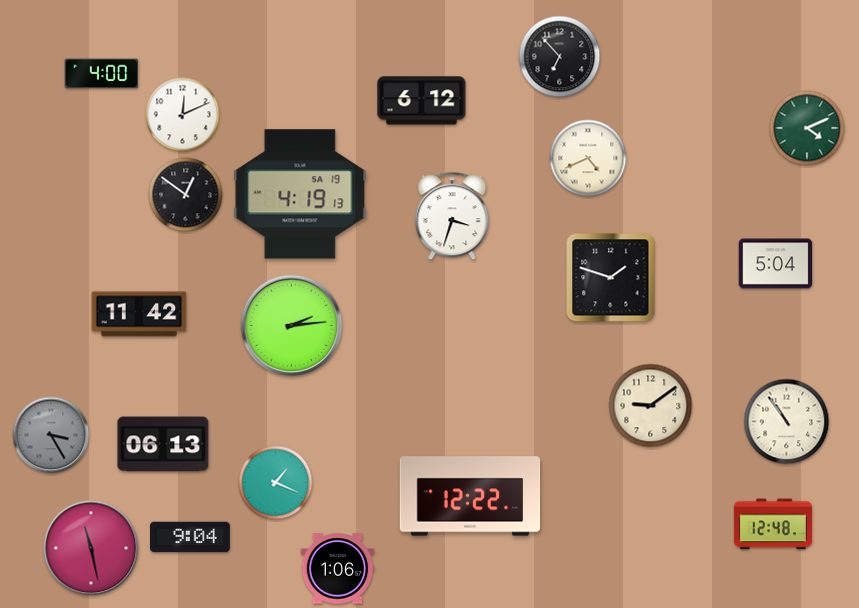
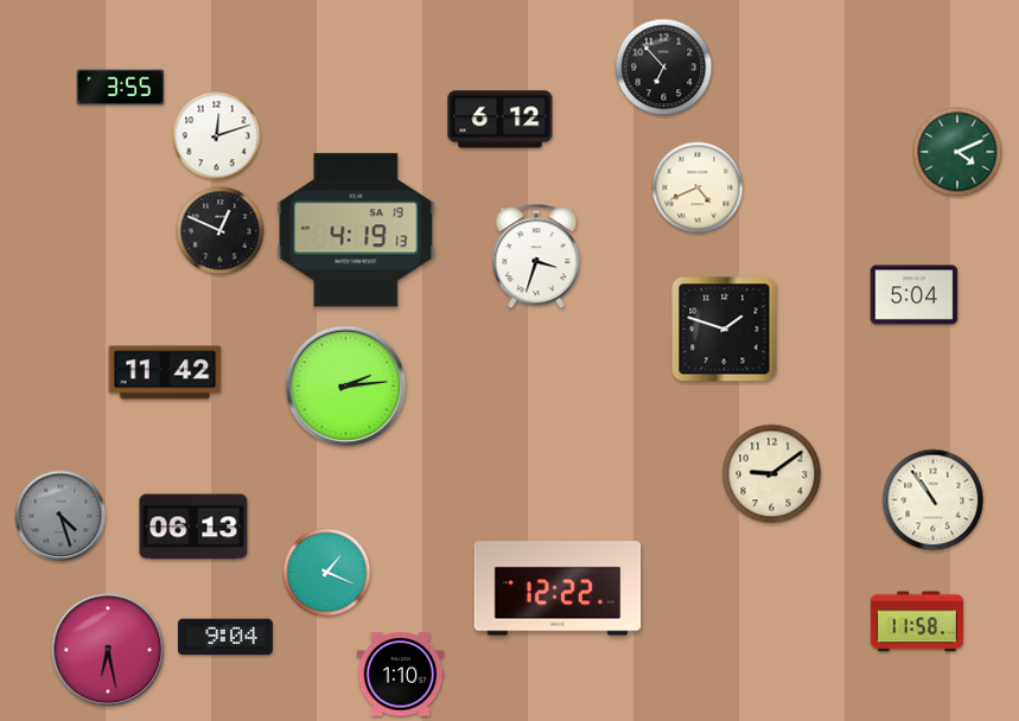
clock at (102, 74): 4:00 -> 3:55
clock at (183, 115): 12:11 -> 12:12
clock at (186, 195): 12:51 -> 12:49
clock at (776, 264) position: (776, 264) -> (915, 295)
clock at (651, 406) position: (651, 406) -> (772, 474)
clock at (51, 435): 3:25 -> 4:27
clock at (773, 524): 12:48 -> 11:58
clock at (91, 548): 11:28 -> 6:28
clock at (338, 569): 1:06 -> 1:10
